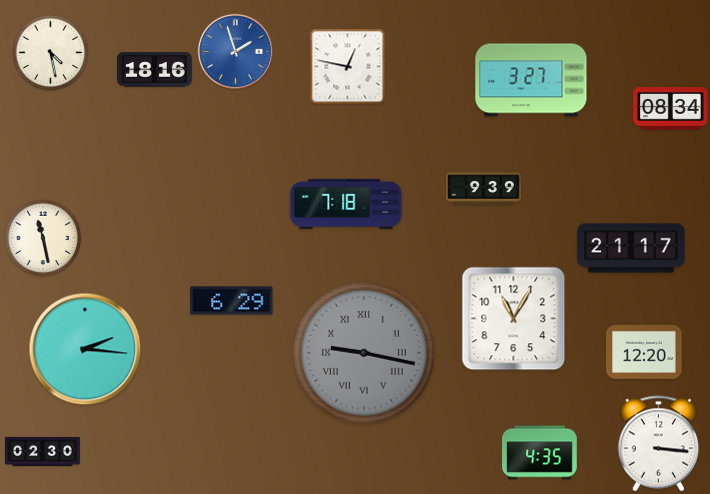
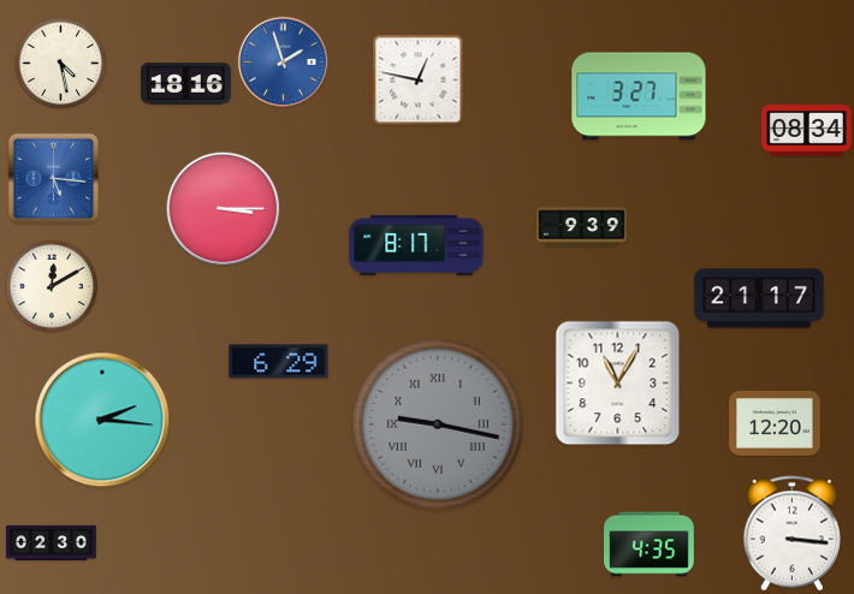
clock at (54, 179): none -> 5:16
clock at (224, 209): none -> 3:15
clock at (346, 204): 7:18 -> 8:17
clock at (43, 238): 11:28 -> 12:10
